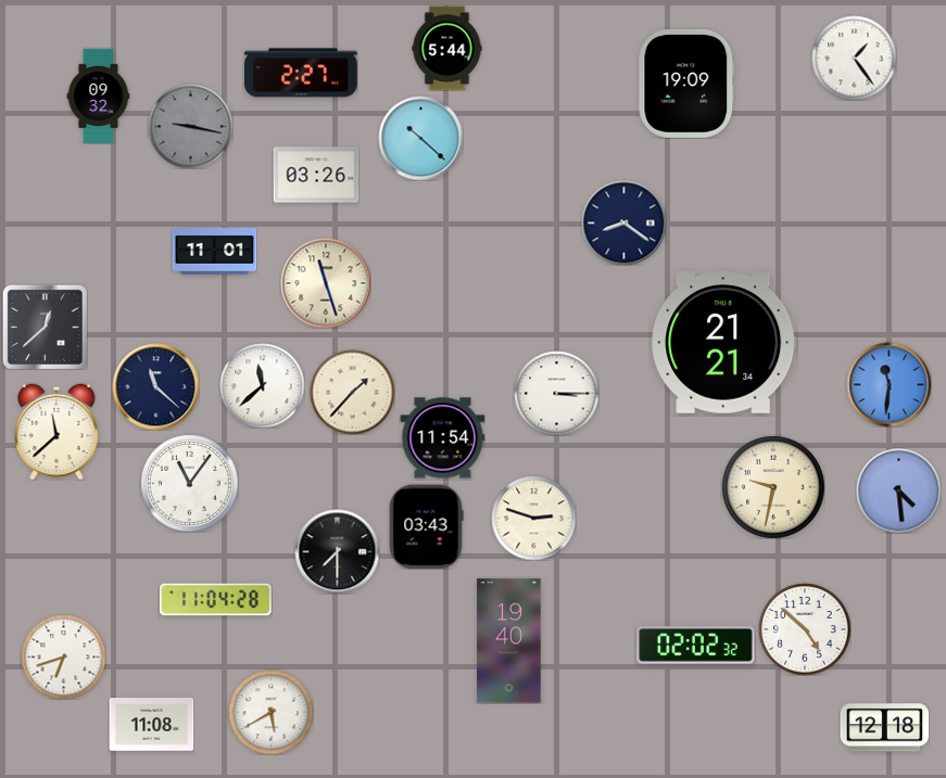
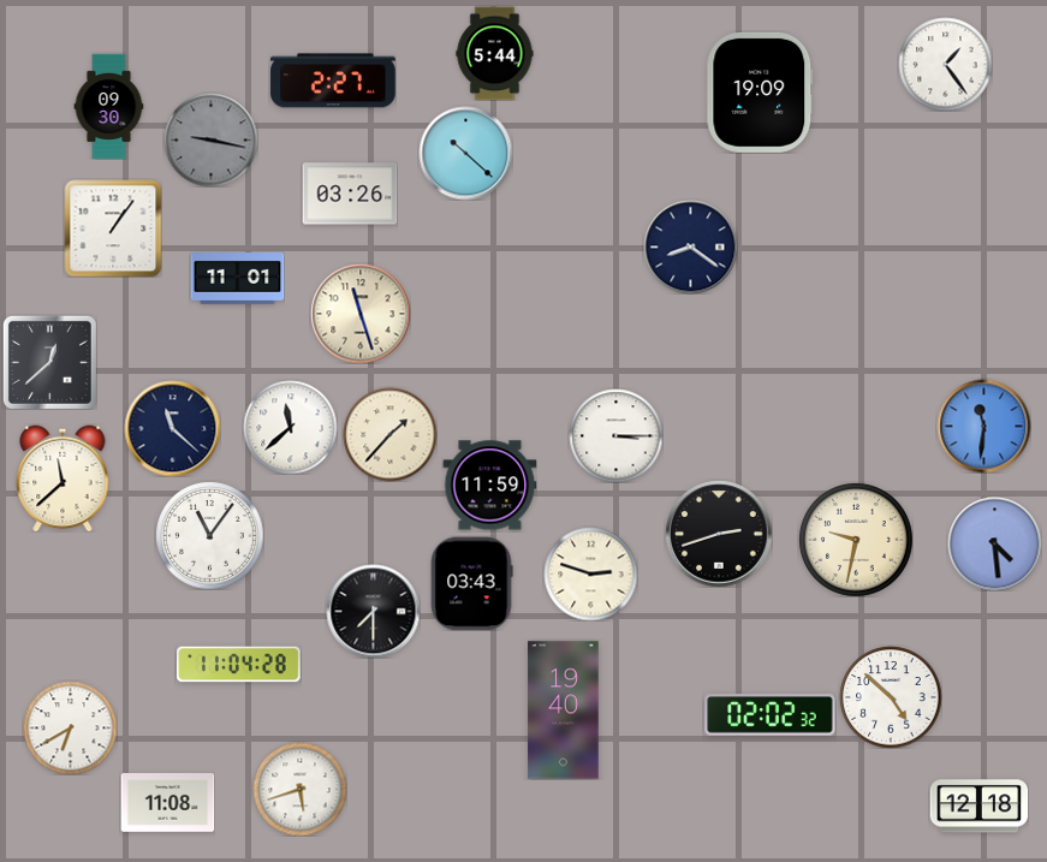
clock at (99, 95): 09:32 -> 09:30
clock at (113, 228): none -> 1:06
clock at (724, 343): 21:21 -> none
clock at (442, 438): 11:54 -> 11:59
clock at (719, 534): none -> 2:42
clock at (63, 656): 6:42 -> 6:40
clock at (270, 712): 5:40 -> 5:42
